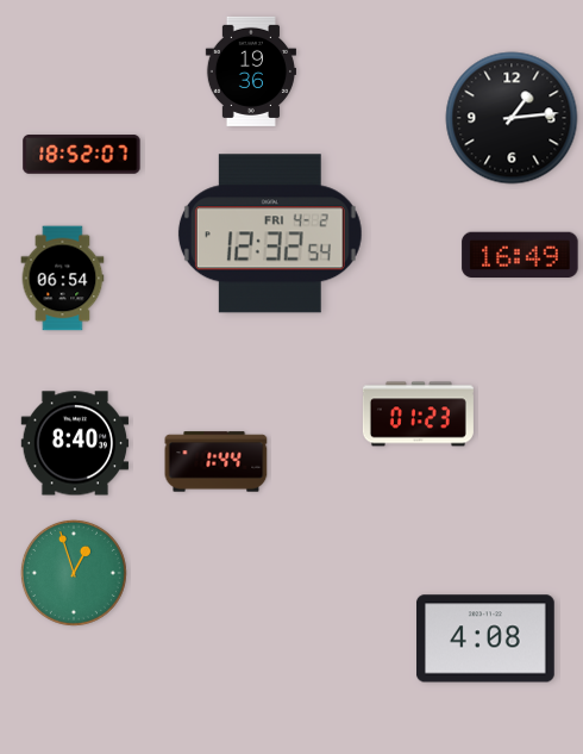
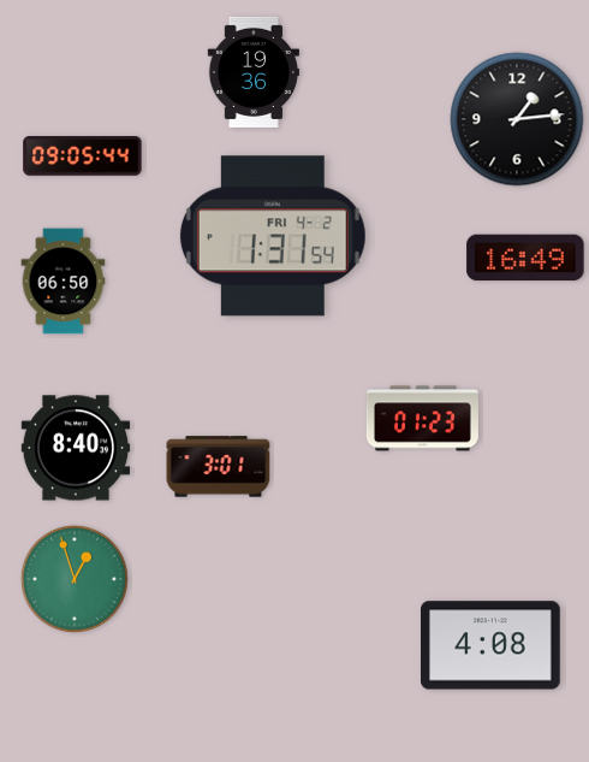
clock at (82, 155): 18:52 -> 09:05
clock at (270, 233): 12:32 -> 1:31
clock at (63, 279): 06:54 -> 06:50
clock at (217, 462): 1:44 -> 3:01
